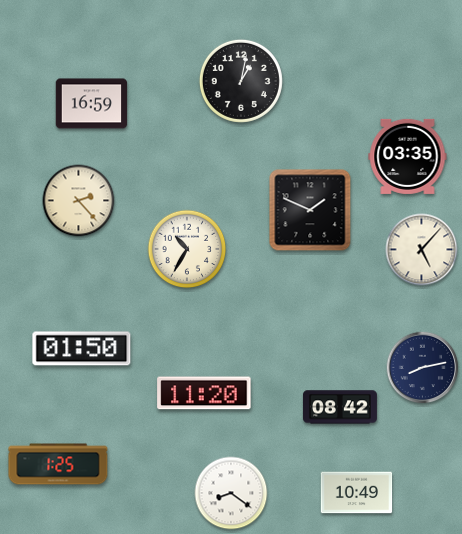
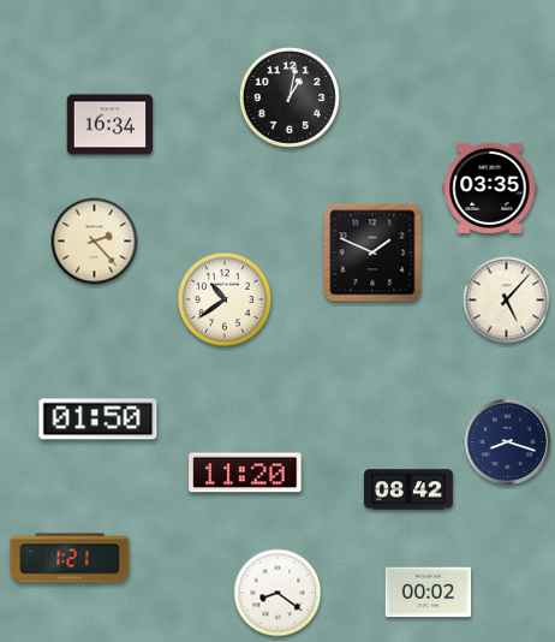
clock at (92, 104): 16:59 -> 16:34
clock at (187, 249): 10:35 -> 10:39
clock at (423, 368): 8:13 -> 8:18
clock at (58, 464): 1:25 -> 1:21
clock at (357, 493): 10:49 -> 00:02
